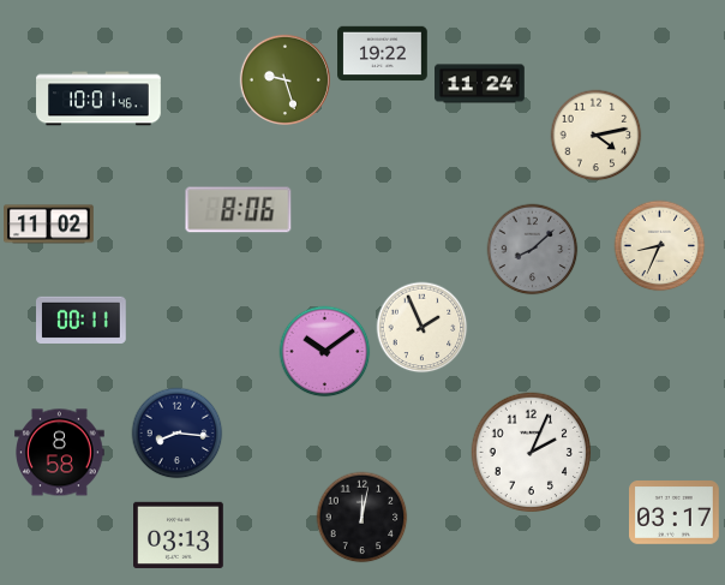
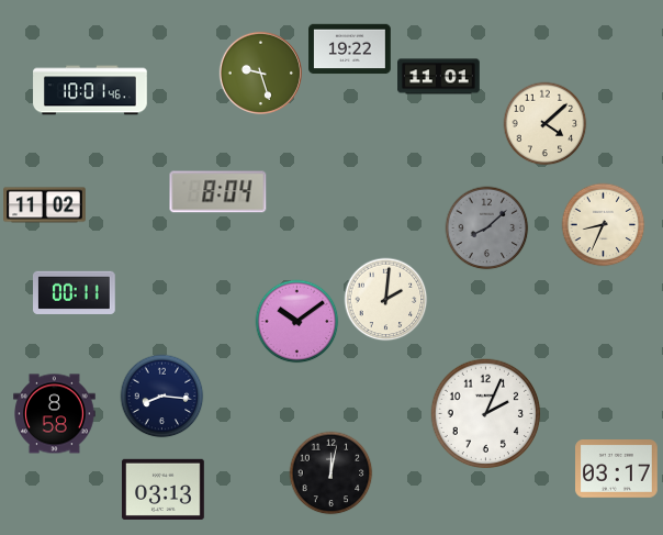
clock at (480, 84): 11:24 -> 11:01
clock at (597, 136): 4:13 -> 4:08
clock at (239, 210): 8:06 -> 8:04
clock at (423, 328): 1:56 -> 2:01
